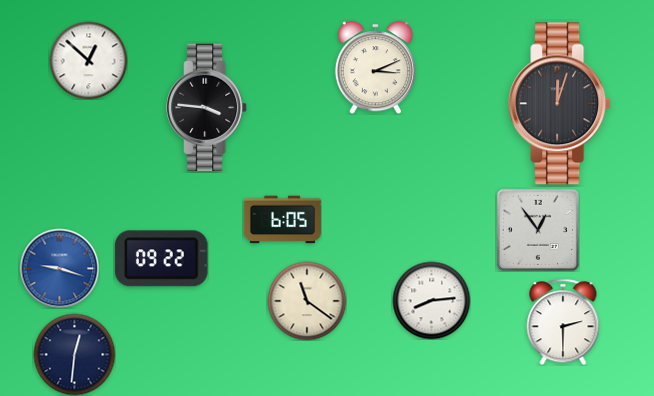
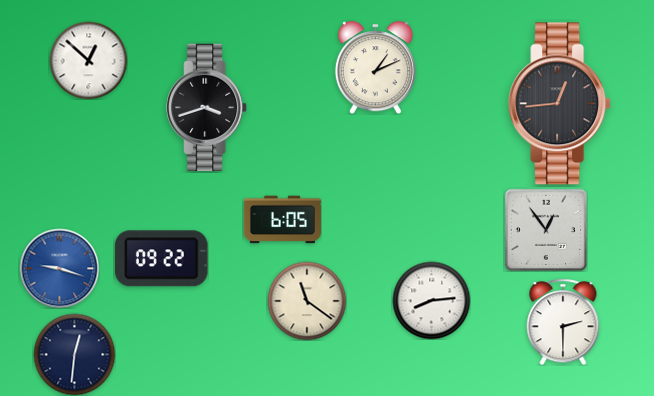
clock at (375, 67): 3:11 -> 1:11
clock at (560, 104): 12:03 -> 12:44
clock at (207, 107): 3:46 -> 3:42
clock at (538, 230) position: (538, 230) -> (546, 230)
